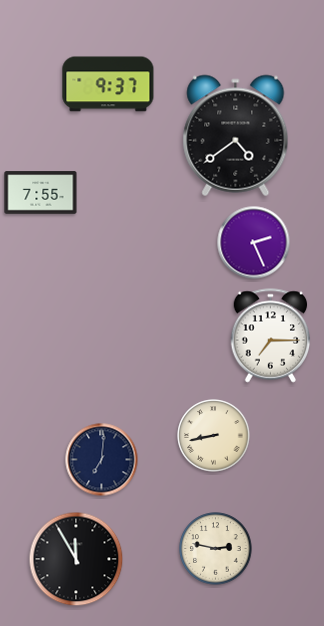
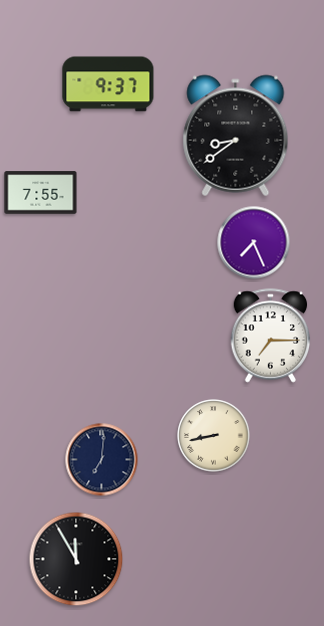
clock at (236, 136): 4:39 -> 8:39
clock at (254, 243): 2:26 -> 7:26
clock at (216, 549): 2:47 -> none
